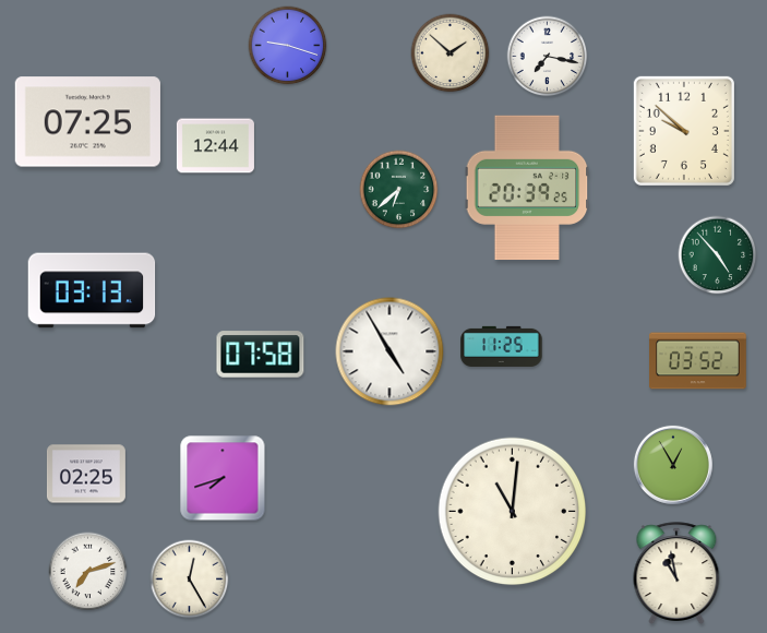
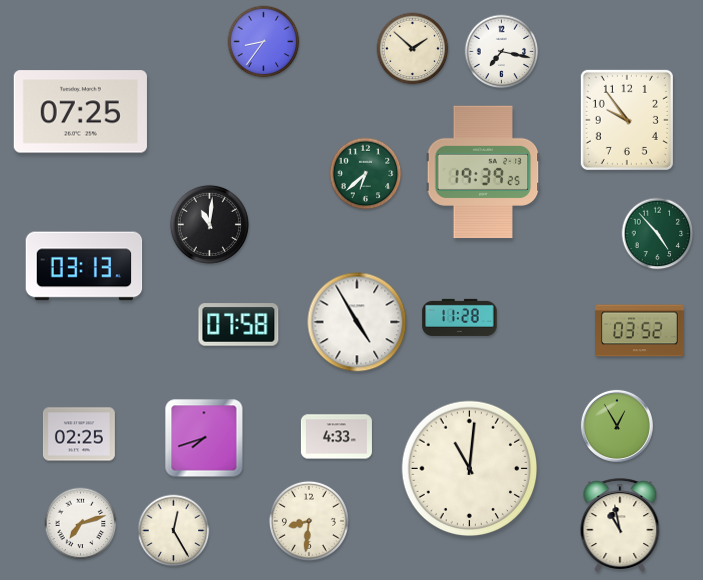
clock at (288, 46): 9:18 -> 8:36
clock at (684, 131): 9:52 -> 9:54
clock at (215, 146): 12:44 -> none
clock at (527, 188): 20:39 -> 19:39
clock at (209, 224): none -> 11:01
clock at (502, 346): 11:25 -> 11:28
clock at (336, 437): none -> 4:33
clock at (309, 521): none -> 8:31
